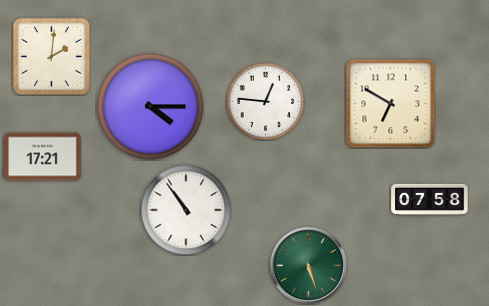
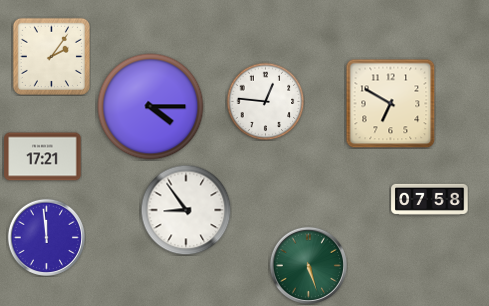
clock at (51, 56): 2:01 -> 2:06
clock at (186, 210): 10:54 -> 8:54
clock at (46, 237): none -> 11:59
